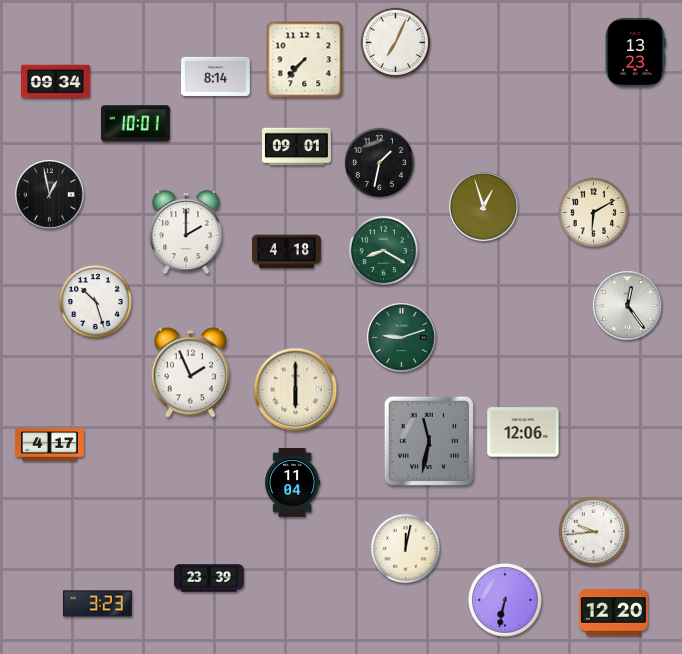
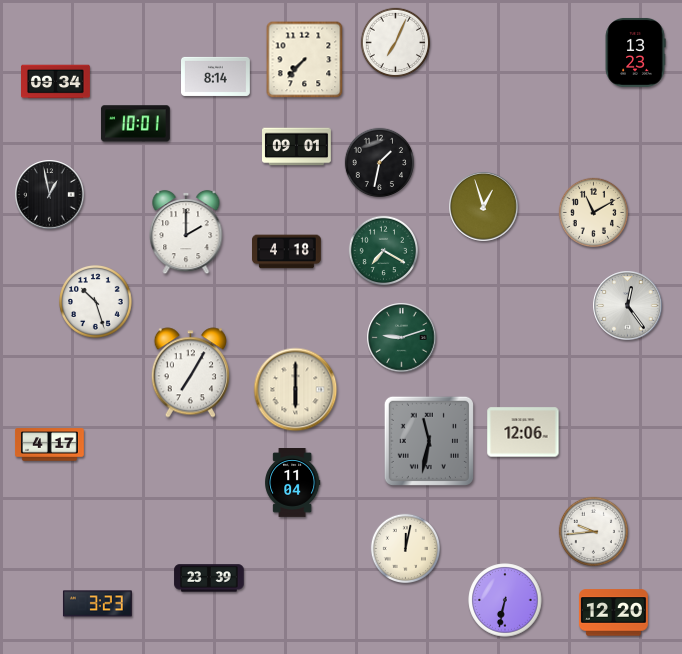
clock at (593, 212): 6:10 -> 11:10
clock at (383, 250): 8:20 -> 7:20
clock at (190, 373): 1:56 -> 7:05
